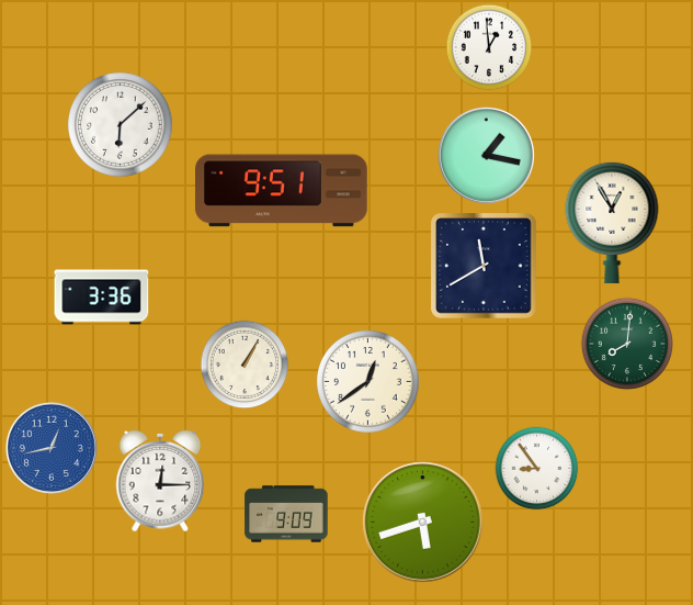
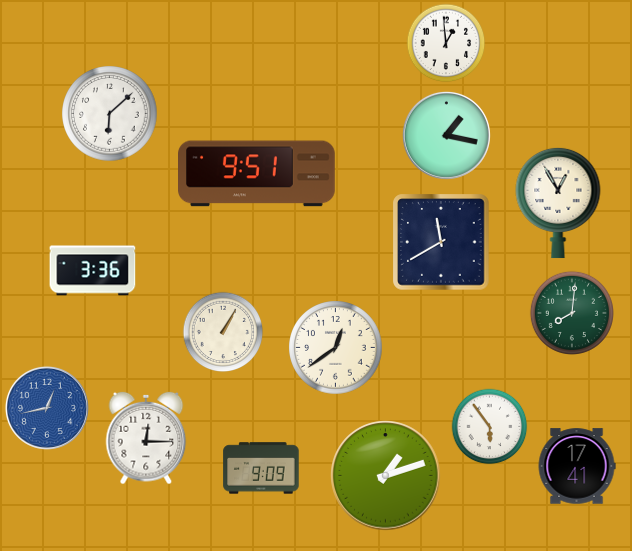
clock at (486, 155) position: (486, 155) -> (446, 135)
clock at (537, 469): 8:54 -> 5:54
clock at (577, 466): none -> 17:41
clock at (423, 523): 5:42 -> 1:12
